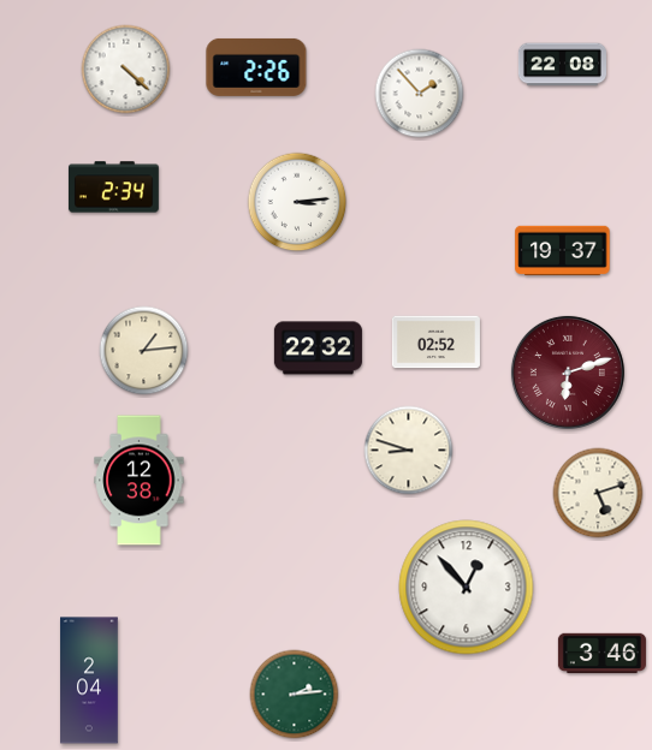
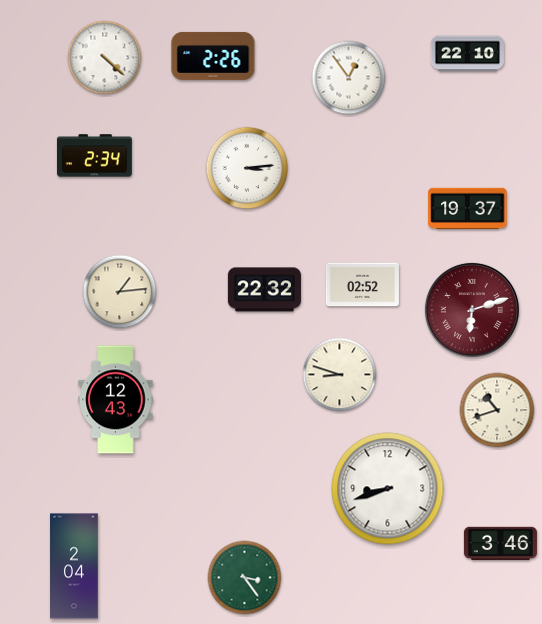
clock at (562, 65): 22:08 -> 22:10
clock at (420, 94): 1:53 -> 12:54
clock at (140, 481): 12:38 -> 12:43
clock at (598, 493): 5:12 -> 10:42
clock at (467, 588): 12:53 -> 8:42
clock at (295, 695): 2:14 -> 3:24
